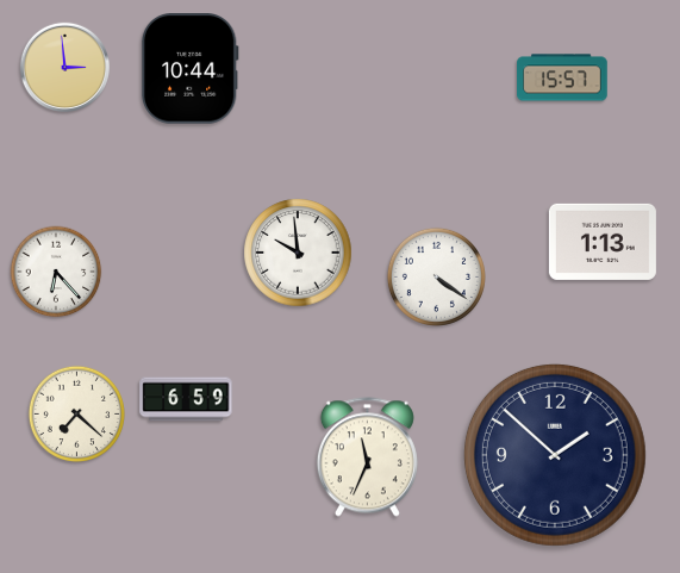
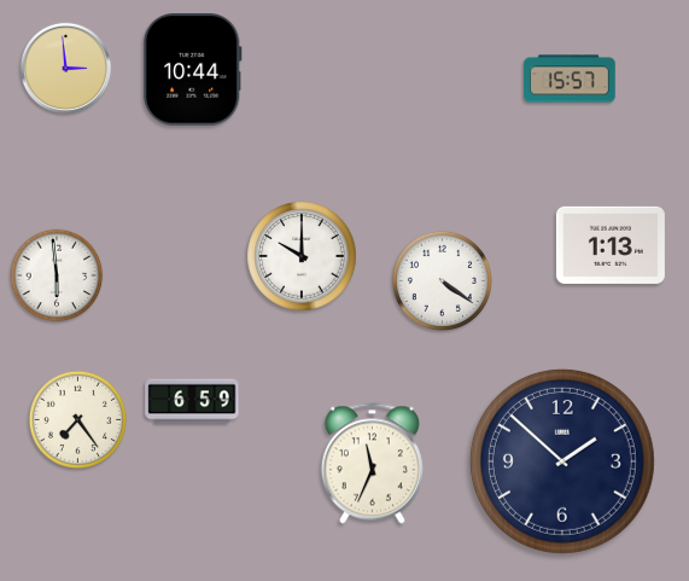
clock at (298, 253): 9:59 -> 10:00
clock at (56, 272): 6:23 -> 5:59
clock at (186, 399) position: (186, 399) -> (192, 401)
clock at (76, 413): 7:22 -> 7:24
